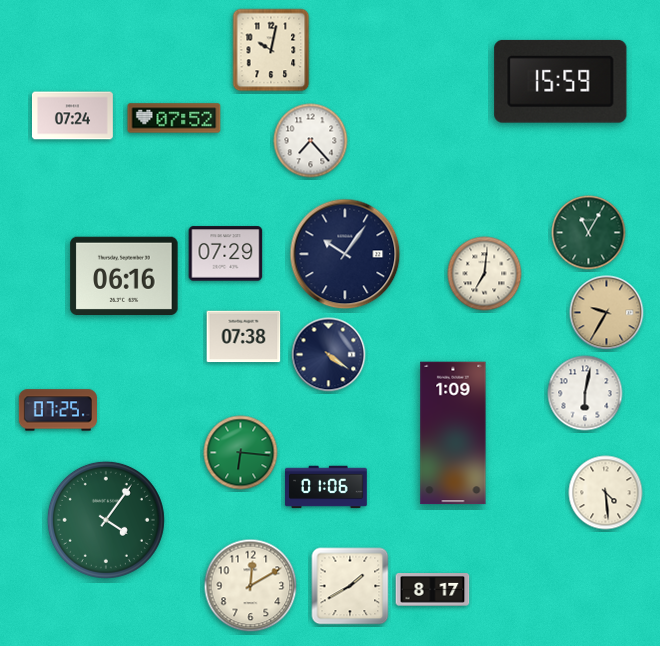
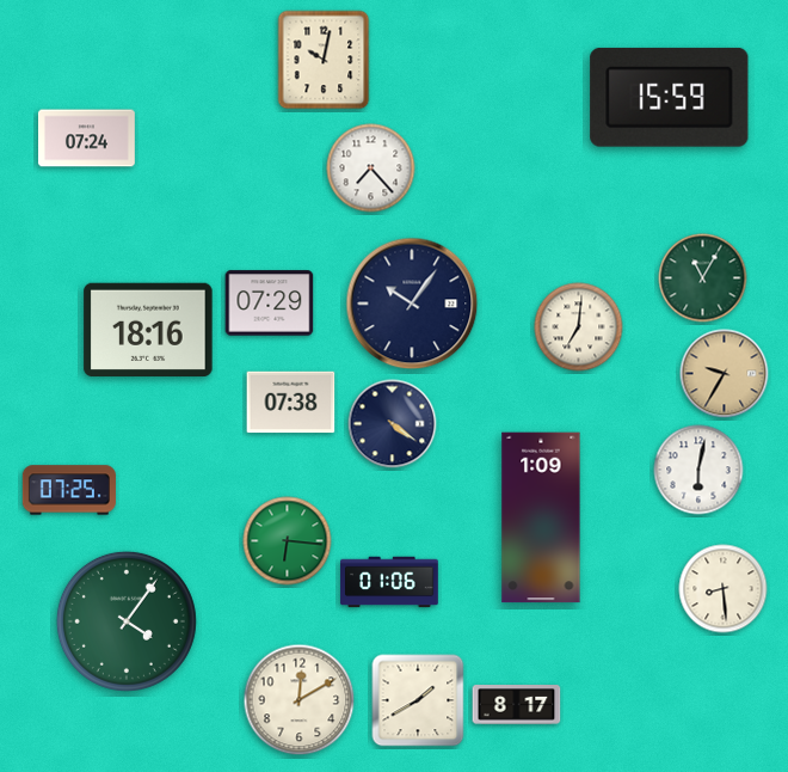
clock at (174, 118): 07:52 -> none
clock at (124, 275): 06:16 -> 18:16
clock at (606, 493): 4:29 -> 8:29
